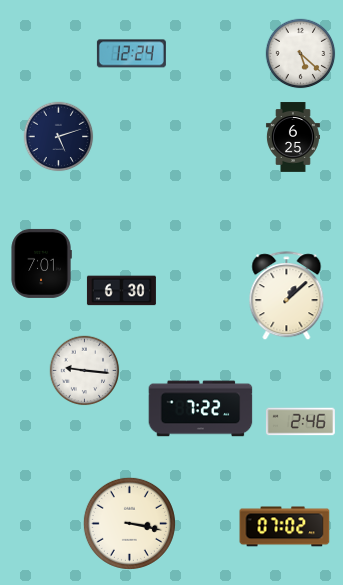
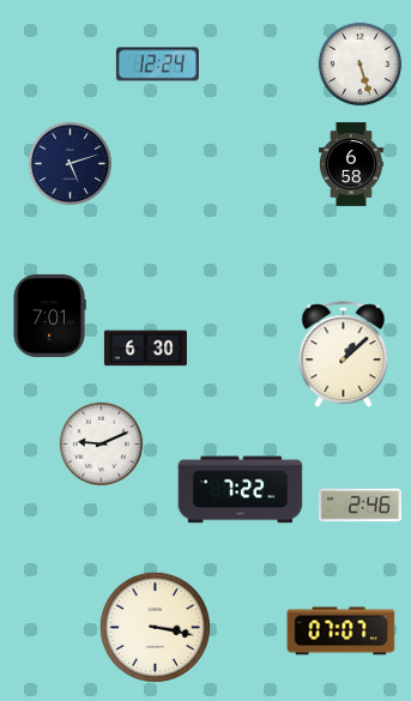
clock at (301, 54): 5:22 -> 5:27
clock at (293, 137): 6:25 -> 6:58
clock at (85, 371): 9:16 -> 9:11
clock at (285, 527): 07:02 -> 07:07
